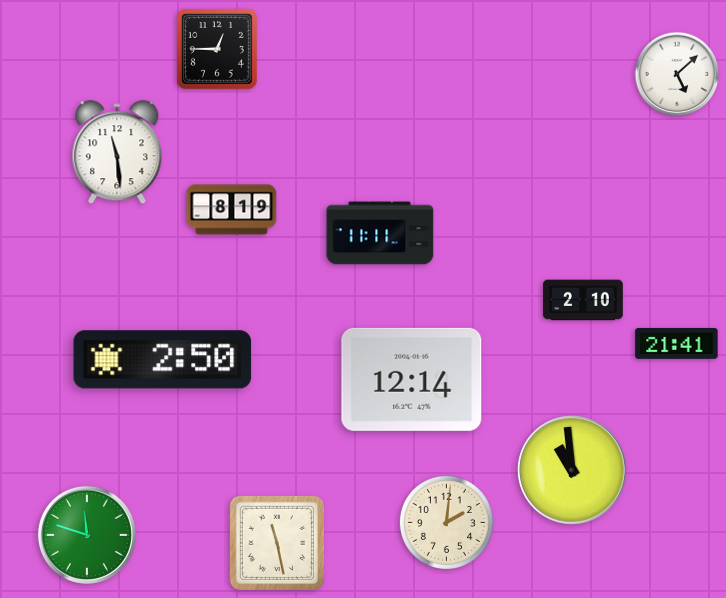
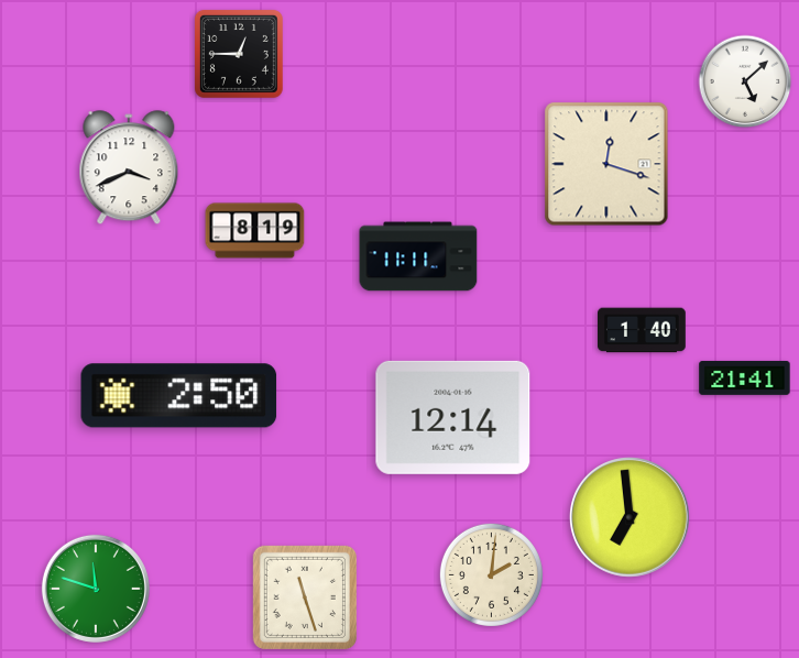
clock at (606, 164): none -> 12:18
clock at (117, 153): 11:29 -> 3:41
clock at (584, 300): 2:10 -> 1:40
clock at (572, 470): 10:59 -> 6:59
clock at (277, 543): 11:28 -> 11:27
